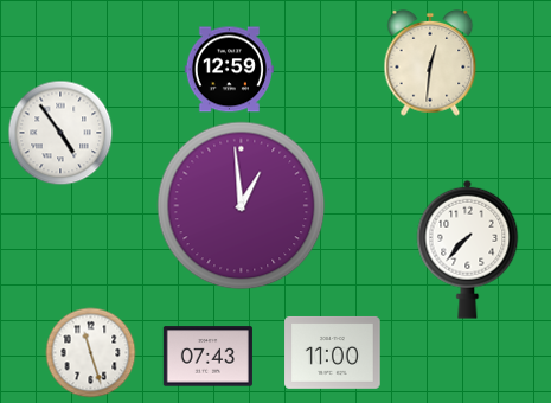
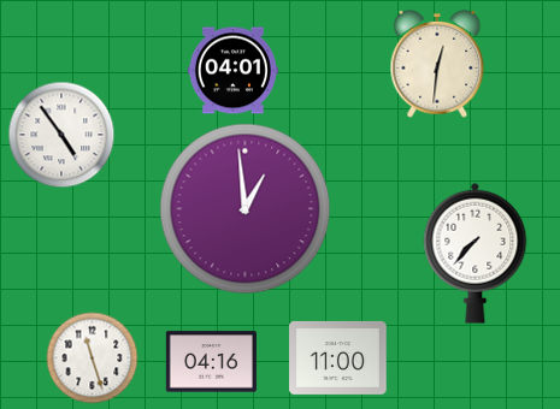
clock at (229, 70): 12:59 -> 04:01
clock at (207, 357): 07:43 -> 04:16
